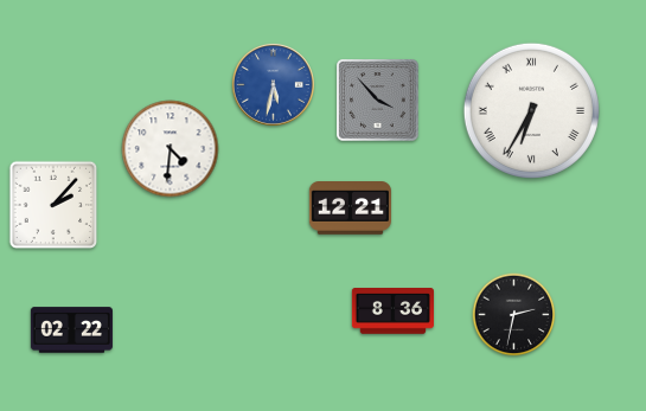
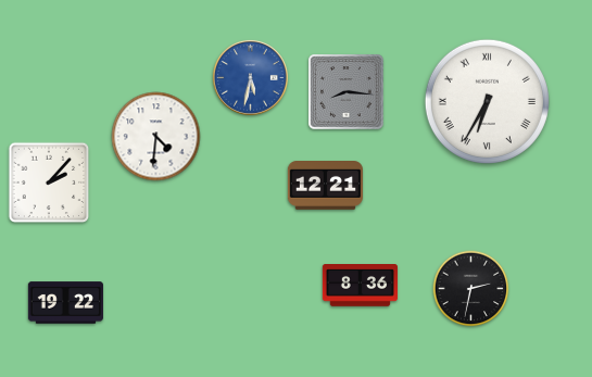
clock at (378, 101): 3:53 -> 8:16
clock at (53, 205) position: (53, 205) -> (49, 183)
clock at (350, 208) position: (350, 208) -> (325, 186)
clock at (71, 330): 02:22 -> 19:22
